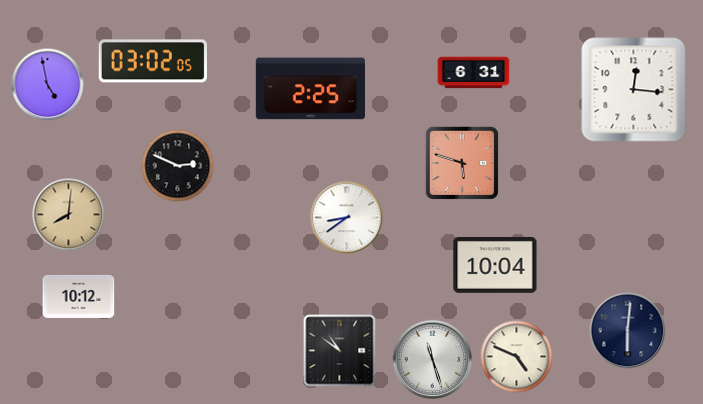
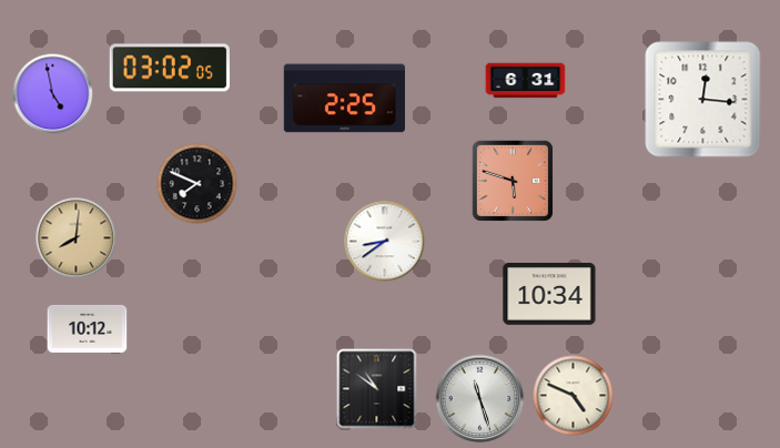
clock at (178, 166): 2:49 -> 7:49
clock at (495, 265): 10:04 -> 10:34
clock at (628, 331): 6:01 -> none
